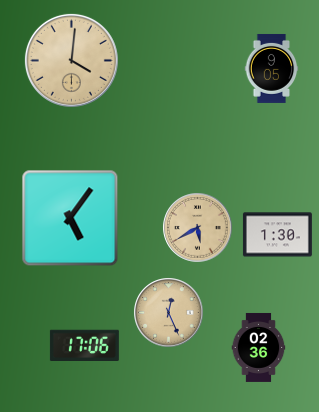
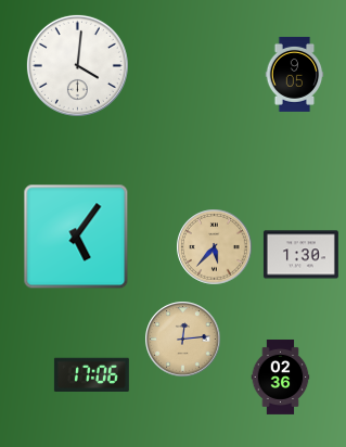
clock at (71, 60) dial: champagne -> white
clock at (198, 228): 5:40 -> 5:37
clock at (169, 313): 12:26 -> 12:14
